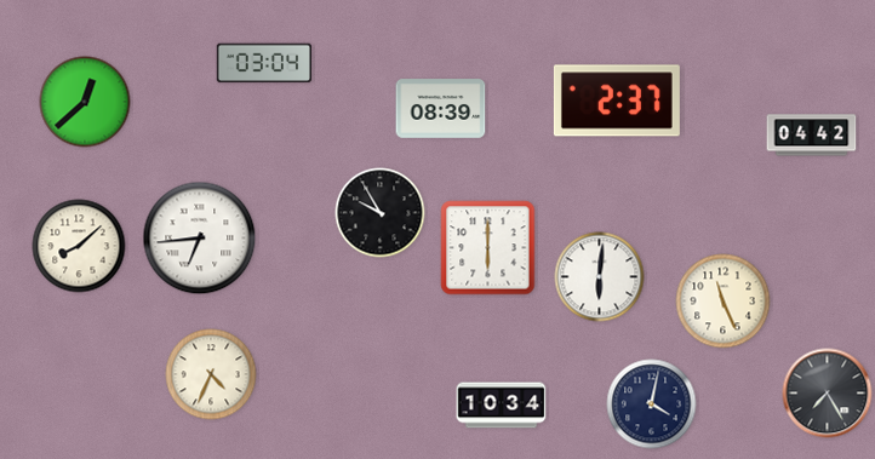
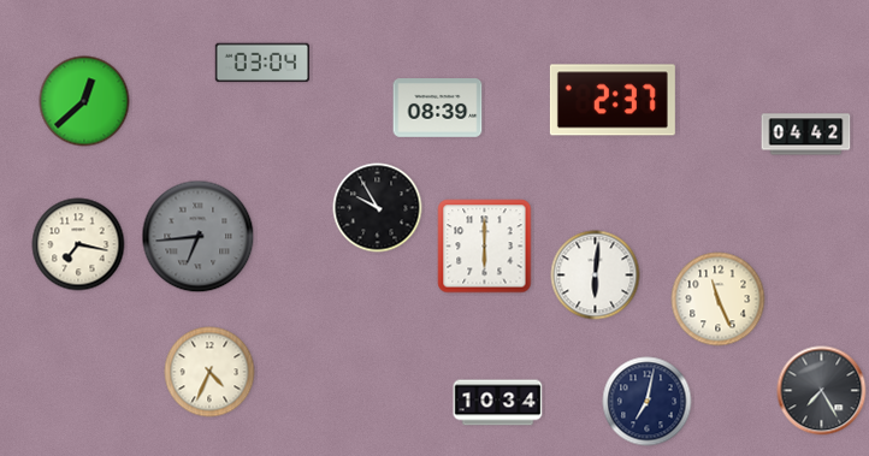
clock at (381, 213) position: (381, 213) -> (378, 208)
clock at (200, 239) dial: white -> grey
clock at (79, 246): 8:08 -> 7:17
clock at (652, 405): 4:02 -> 7:02
